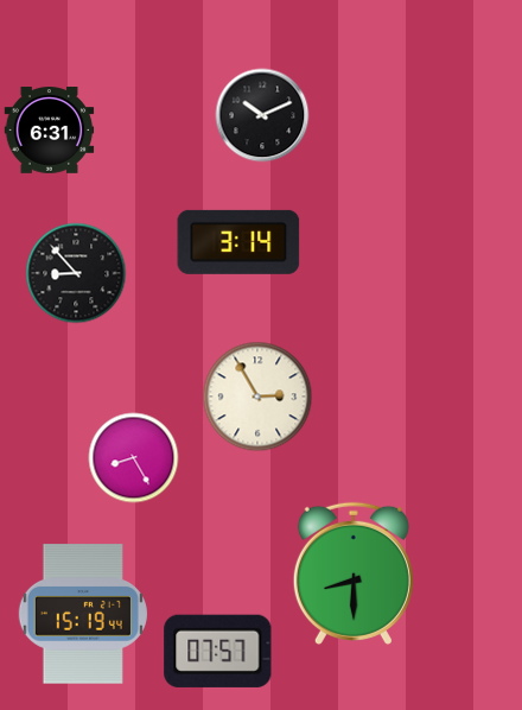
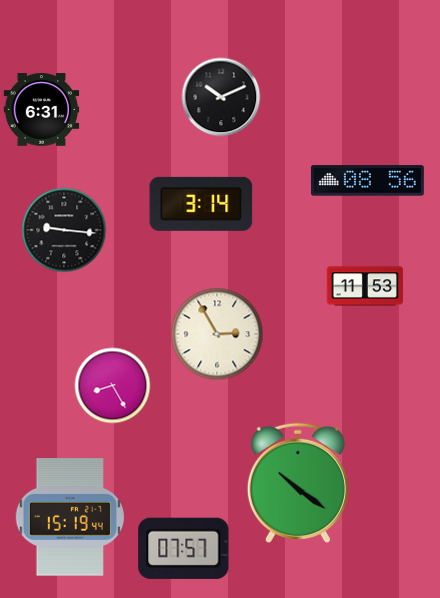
clock at (367, 181): none -> 08:56
clock at (76, 273): 8:53 -> 9:16
clock at (365, 286): none -> 11:53
clock at (354, 573): 8:30 -> 10:21
